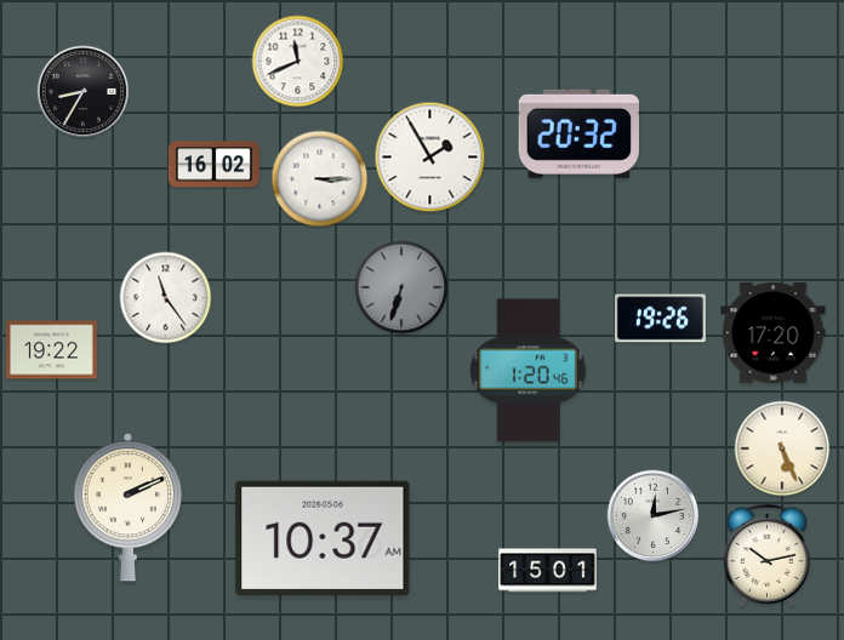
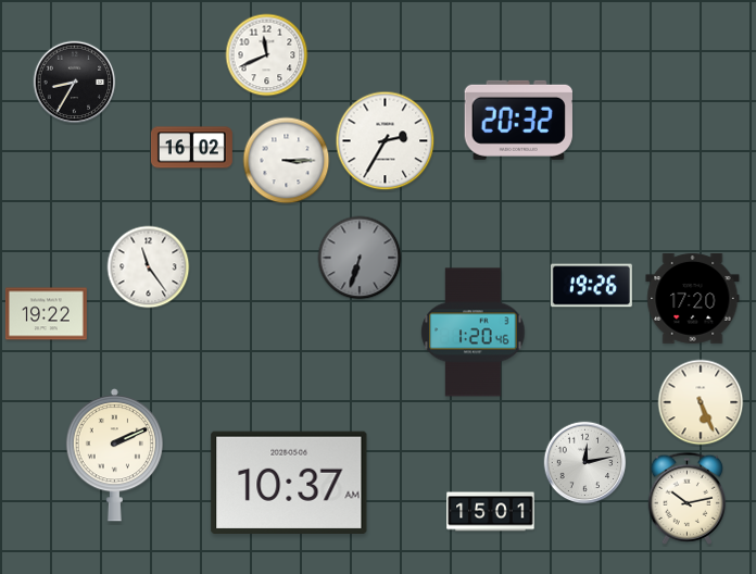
clock at (430, 158): 1:55 -> 2:35
